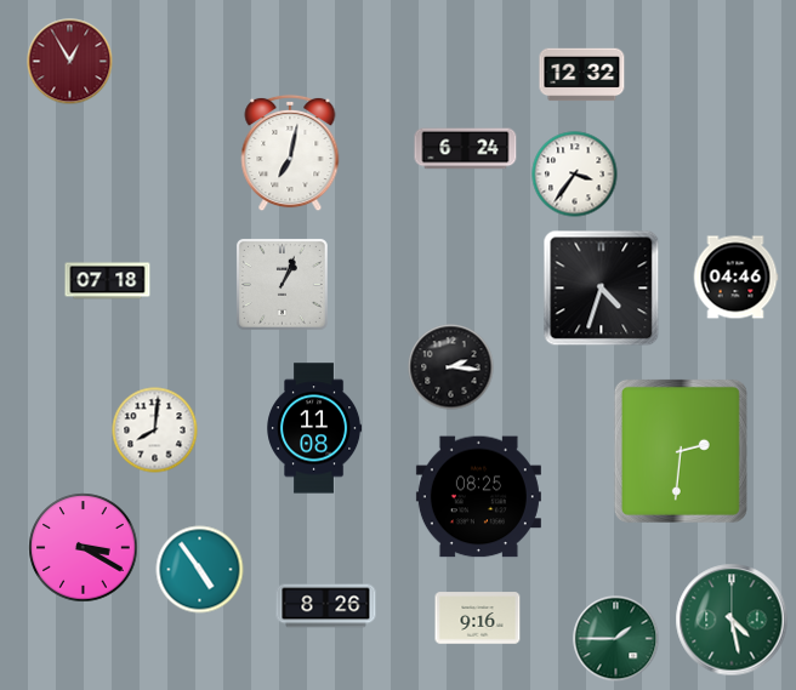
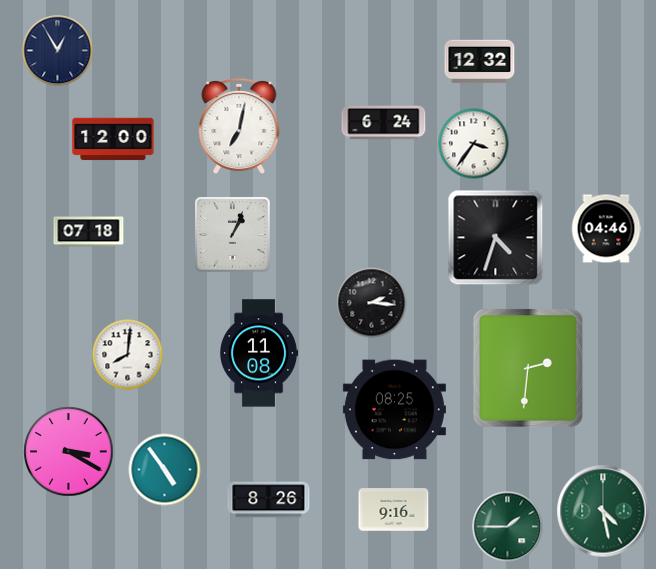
clock at (70, 62) dial: burgundy -> navy
clock at (113, 139): none -> 12:00
clock at (681, 451) position: (681, 451) -> (528, 368)
